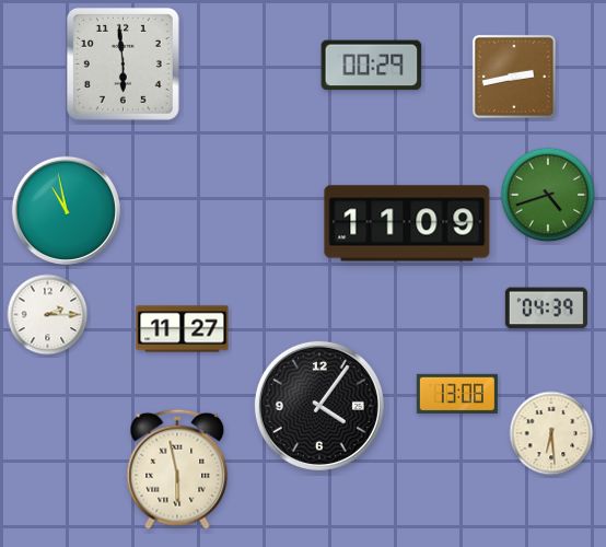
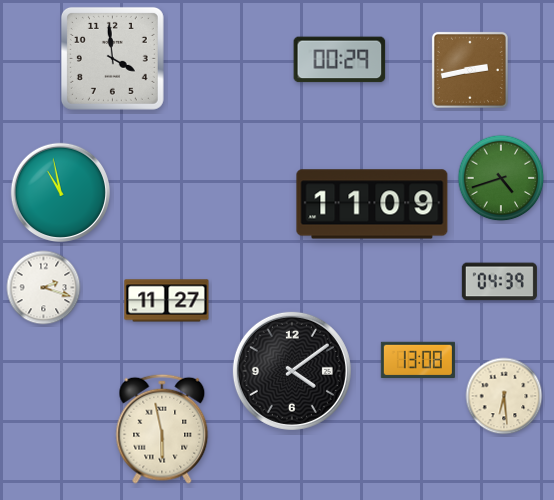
clock at (123, 63): 5:59 -> 3:59
clock at (48, 315): 2:15 -> 2:18
clock at (319, 406): 4:06 -> 4:09
